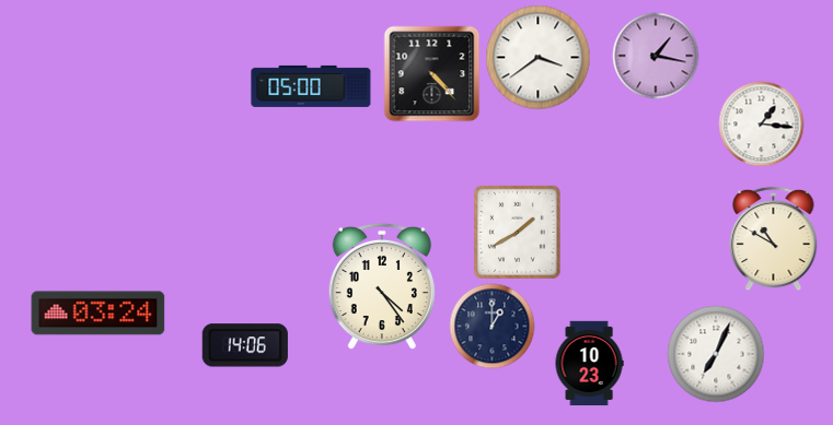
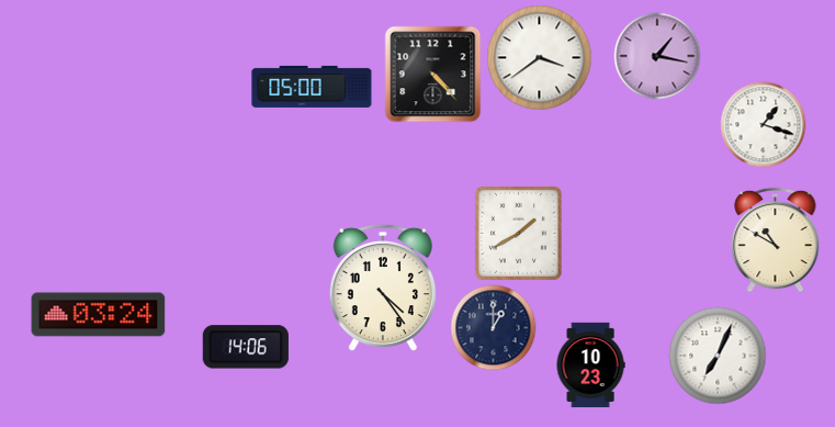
clock at (761, 123): 1:16 -> 1:18
